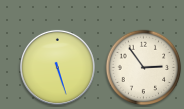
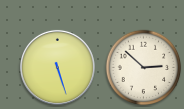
clock at (144, 68): 2:54 -> 2:52
